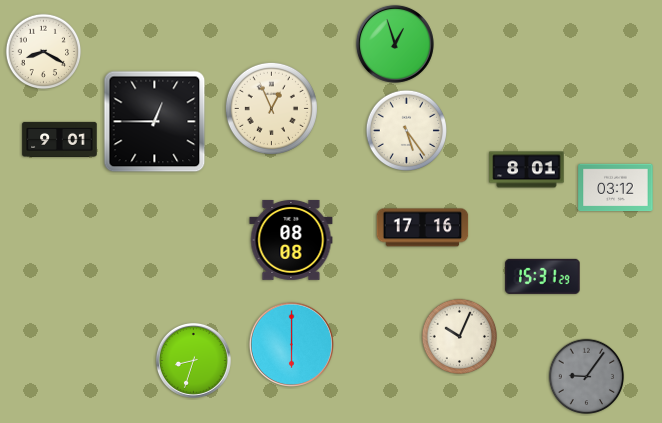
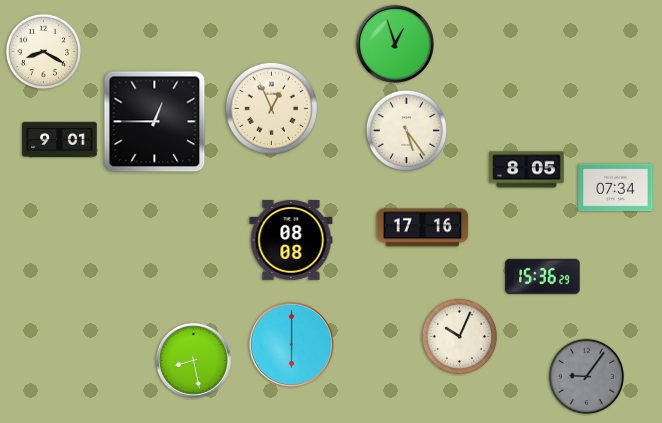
clock at (527, 170): 8:01 -> 8:05
clock at (616, 188): 03:12 -> 07:34
clock at (543, 276): 15:31 -> 15:36
clock at (193, 360): 8:33 -> 8:28
